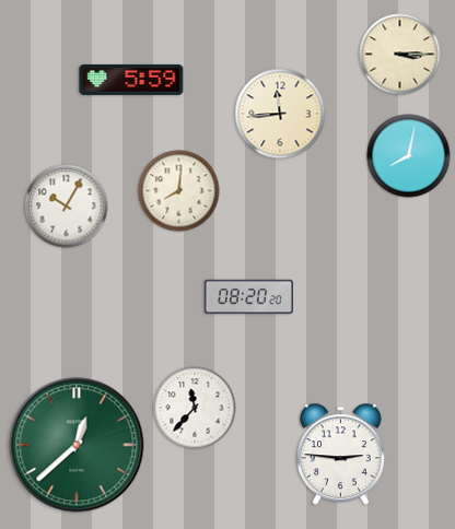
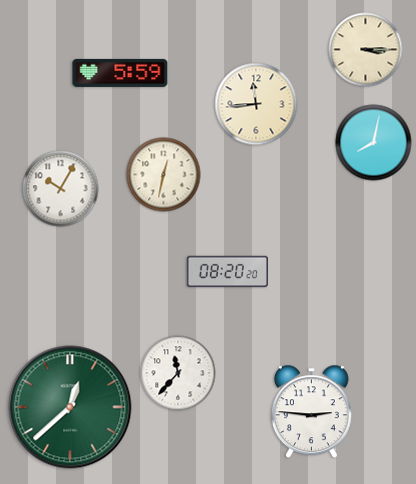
clock at (179, 191): 8:01 -> 12:32
clock at (340, 455) position: (340, 455) -> (311, 412)
